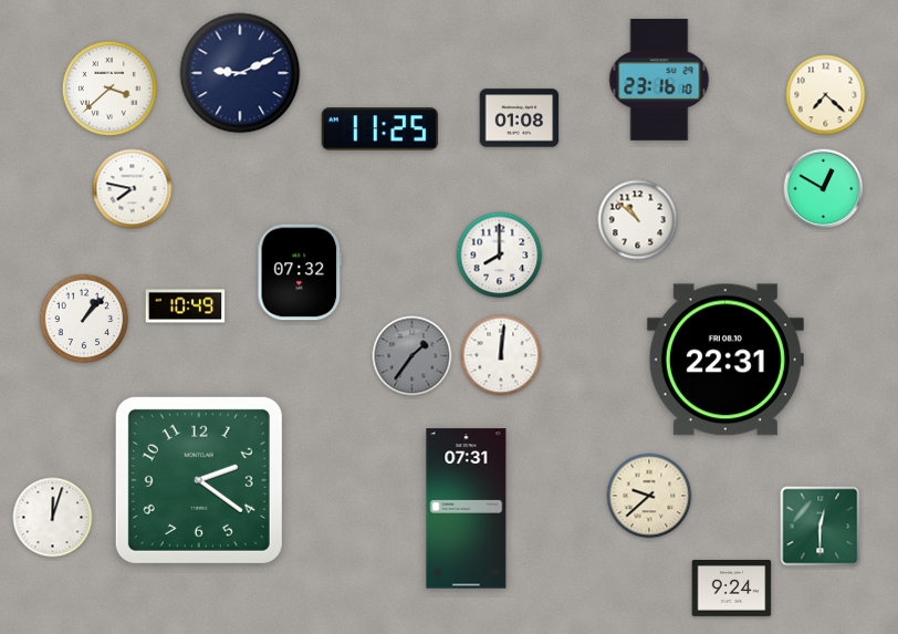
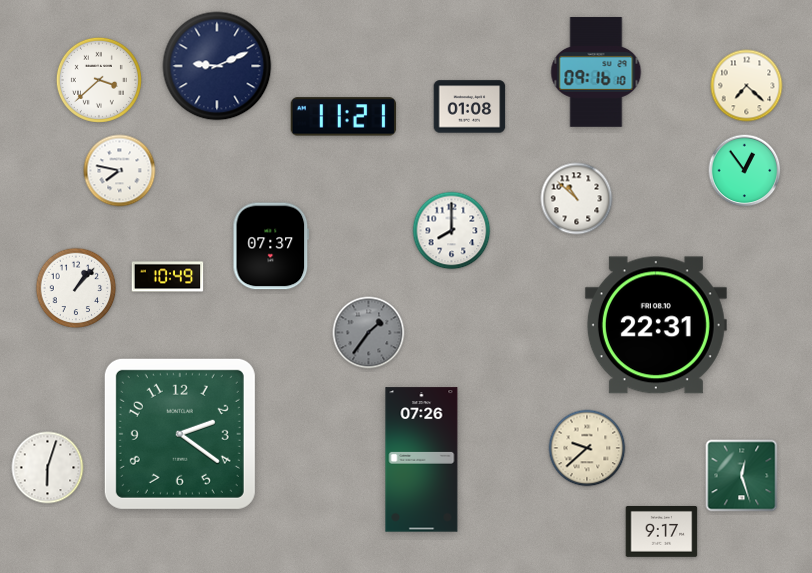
clock at (659, 80): 23:16 -> 09:16
clock at (380, 129): 11:25 -> 11:21
clock at (824, 189): 12:50 -> 12:54
clock at (300, 272): 07:32 -> 07:37
clock at (501, 355): 12:01 -> none
clock at (413, 356) position: (413, 356) -> (369, 333)
clock at (467, 509): 07:31 -> 07:26
clock at (53, 518): 12:03 -> 6:03
clock at (821, 527): 12:30 -> 12:27
clock at (732, 589): 9:24 -> 9:17
